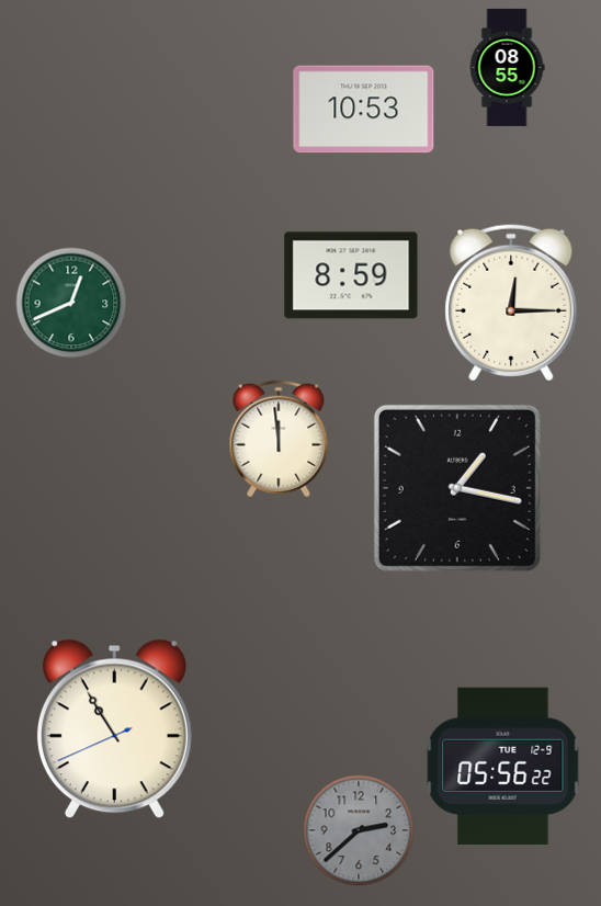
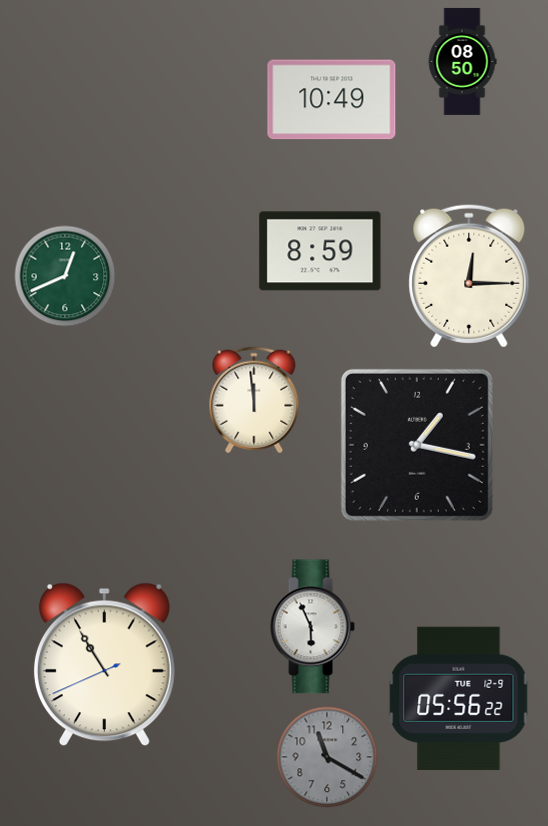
clock at (507, 67): 08:55 -> 08:50
clock at (364, 110): 10:53 -> 10:49
clock at (511, 303) position: (511, 303) -> (469, 276)
clock at (312, 627): none -> 5:56
clock at (359, 830): 2:38 -> 11:20
